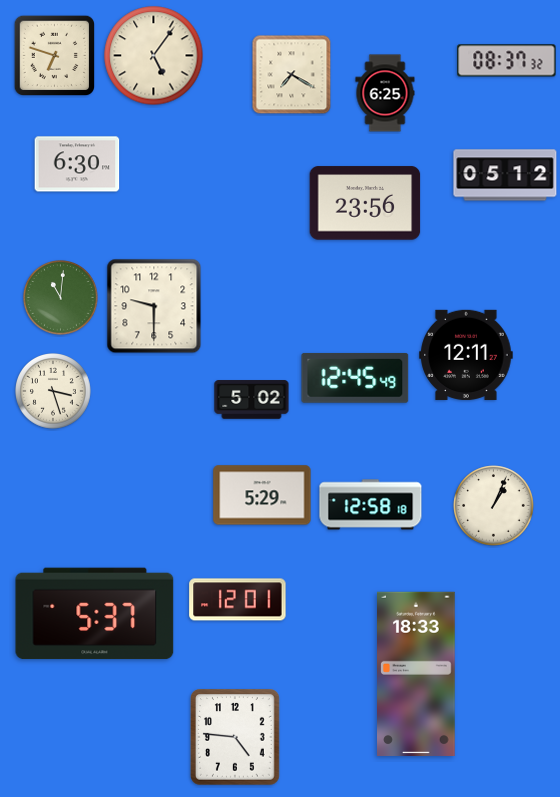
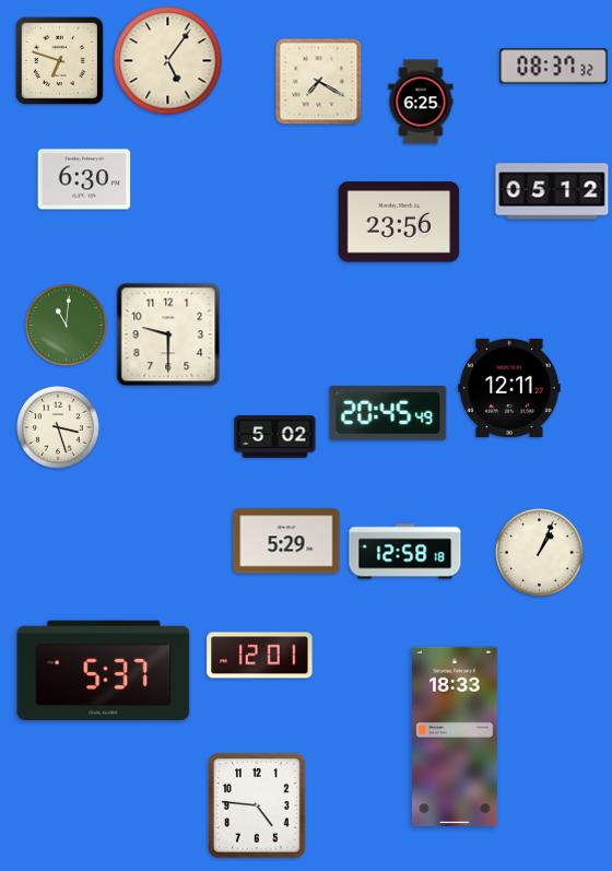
clock at (355, 378): 12:45 -> 20:45
